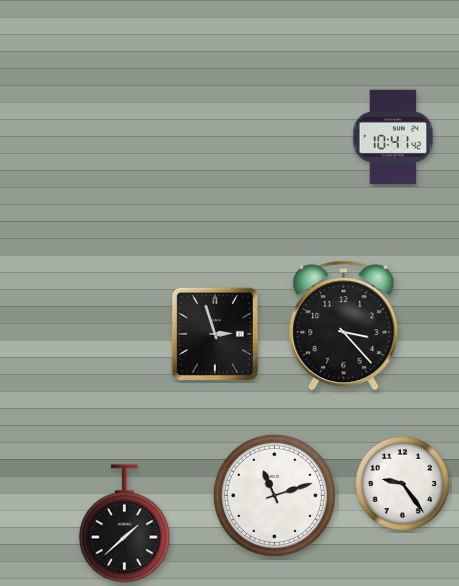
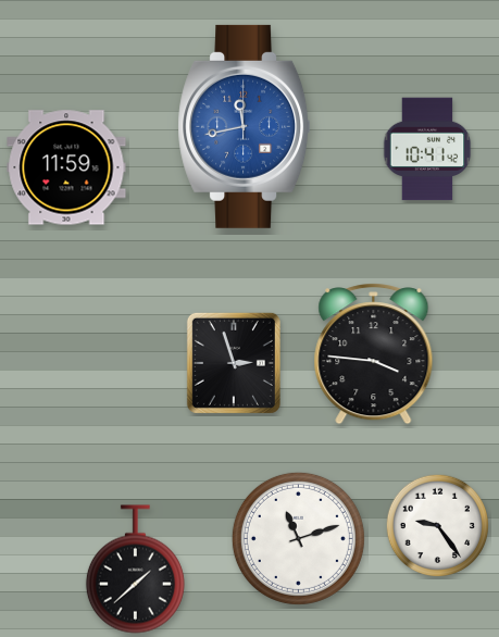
clock at (245, 126): none -> 11:43
clock at (66, 167): none -> 11:59
clock at (344, 326): 3:23 -> 3:46
